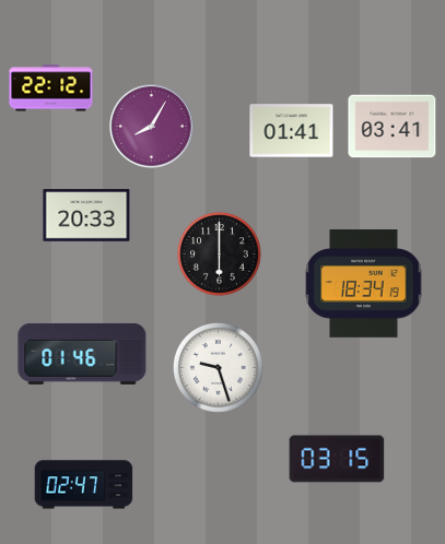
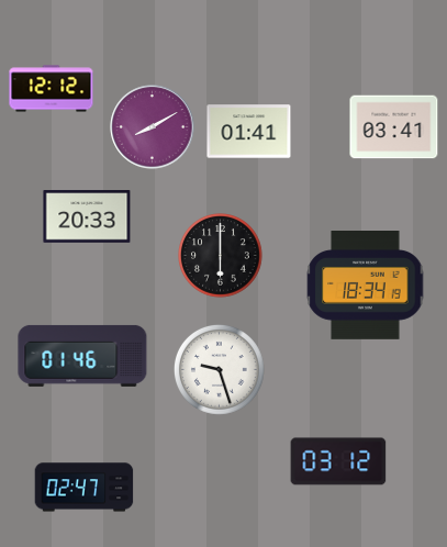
clock at (51, 88): 22:12 -> 12:12
clock at (152, 127): 8:05 -> 8:10
clock at (292, 131) position: (292, 131) -> (249, 132)
clock at (337, 459): 03:15 -> 03:12
